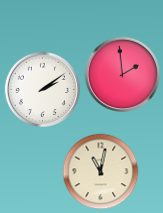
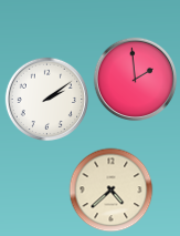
clock at (123, 75) position: (123, 75) -> (136, 80)
clock at (101, 172): 11:02 -> 4:38
